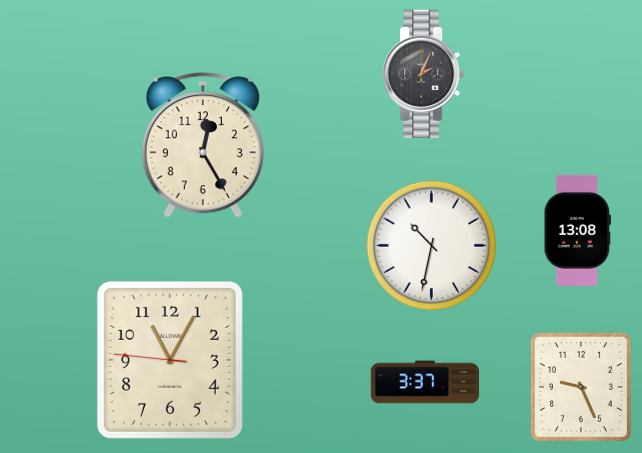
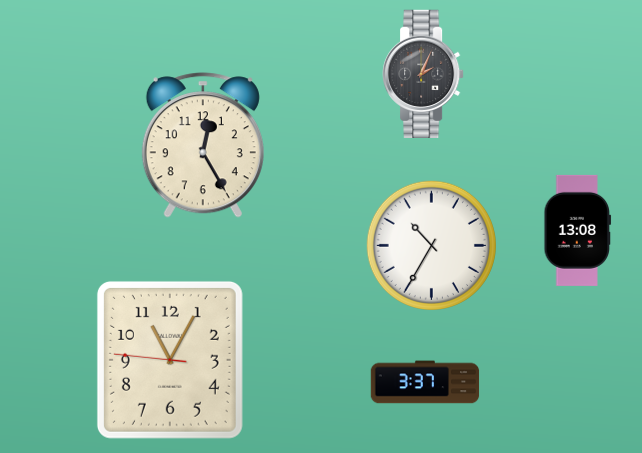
clock at (431, 245): 10:32 -> 10:35
clock at (581, 387): 9:26 -> none
